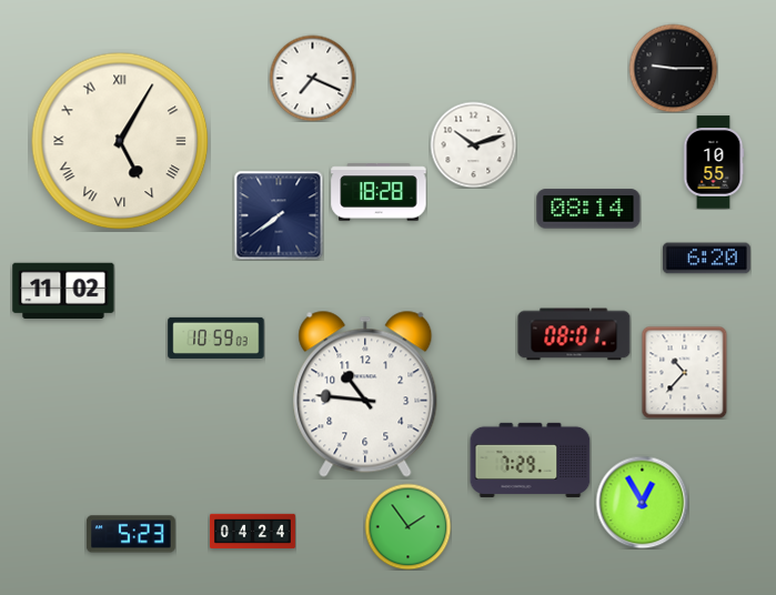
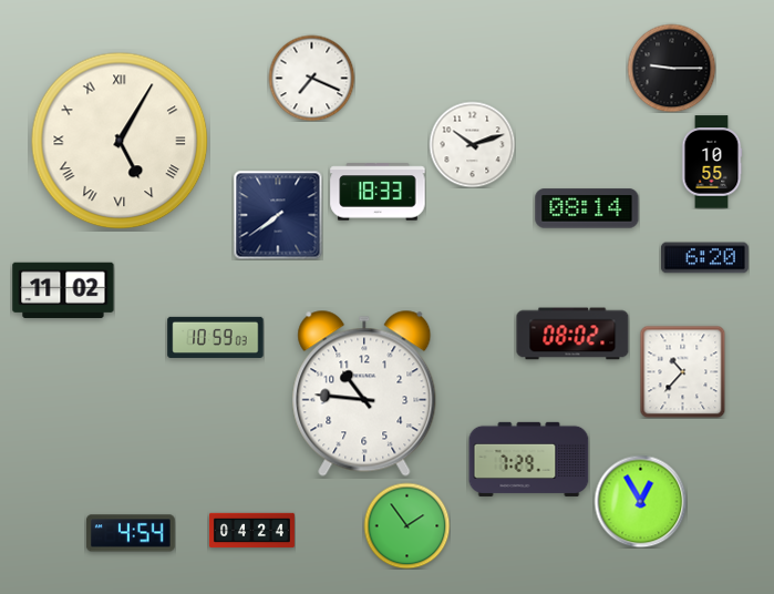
clock at (379, 192): 18:28 -> 18:33
clock at (574, 334): 08:01 -> 08:02
clock at (131, 534): 5:23 -> 4:54
